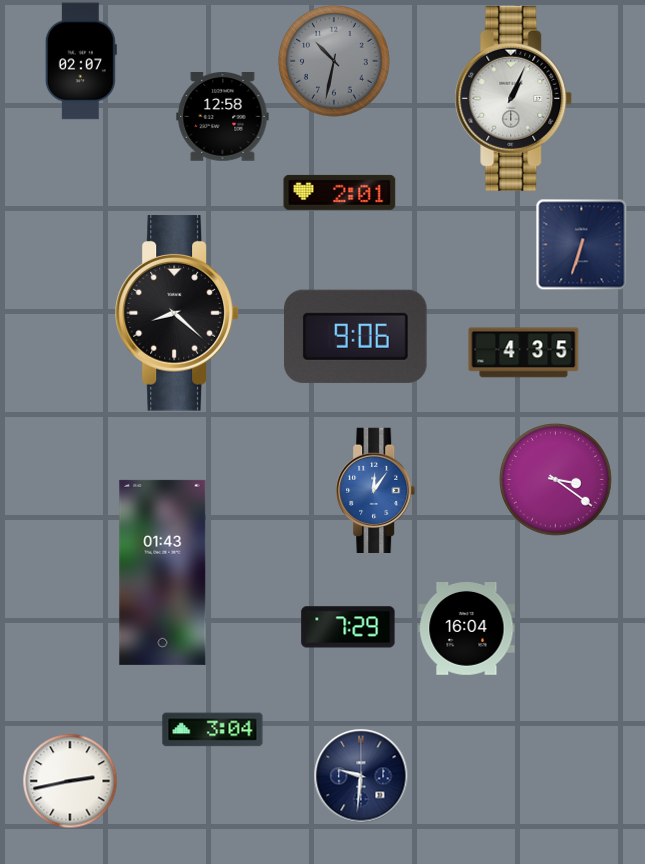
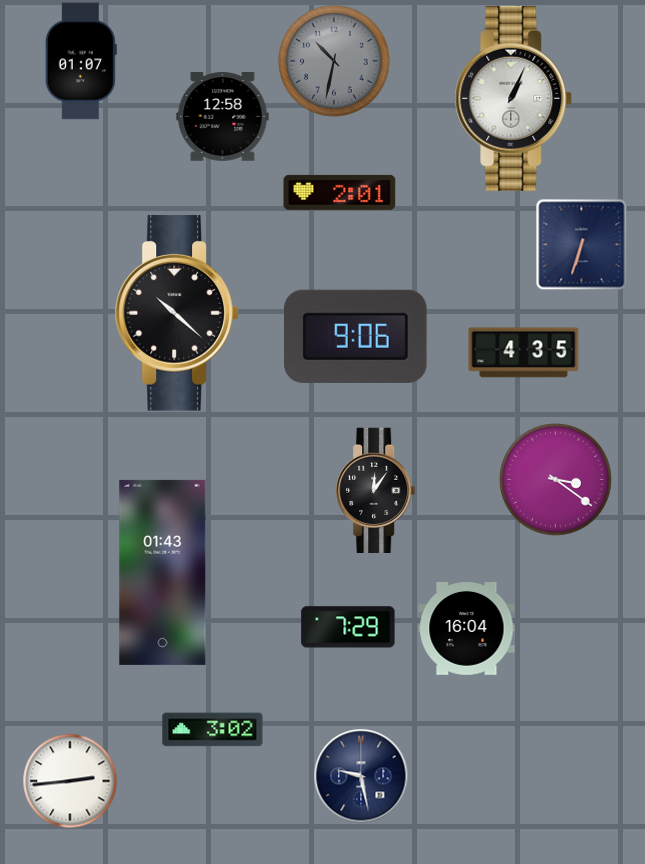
clock at (81, 61): 02:07 -> 01:07
clock at (177, 313): 8:22 -> 10:22
clock at (376, 490) dial: blue -> black
clock at (213, 730): 3:04 -> 3:02
clock at (361, 776): 9:31 -> 9:28
clock at (70, 781): 2:43 -> 2:44
